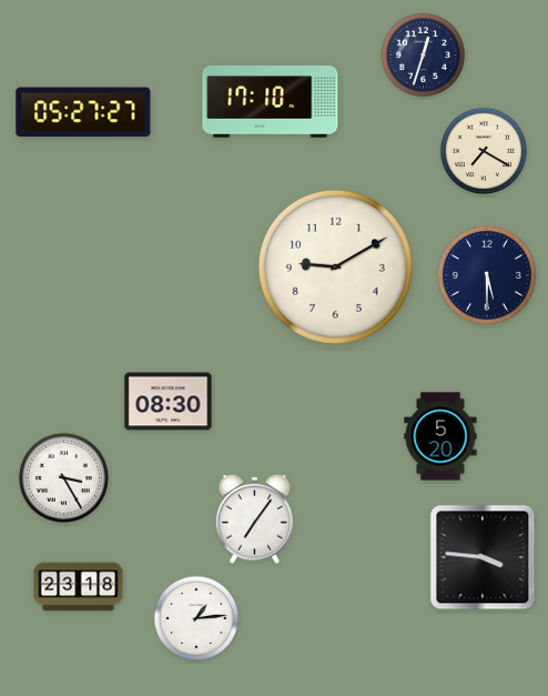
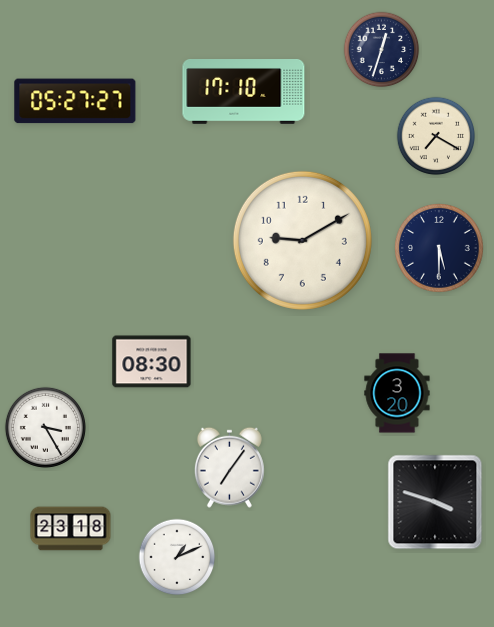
clock at (440, 436): 5:20 -> 3:20
clock at (63, 477) position: (63, 477) -> (45, 427)
clock at (483, 557): 3:46 -> 3:48
clock at (196, 618): 1:14 -> 1:11
